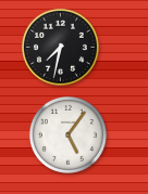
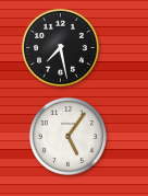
clock at (60, 47): 7:32 -> 7:28
